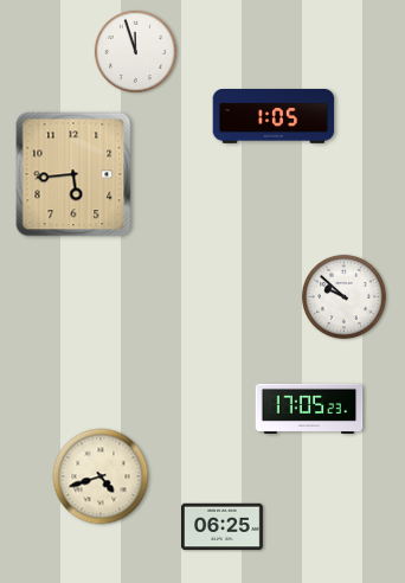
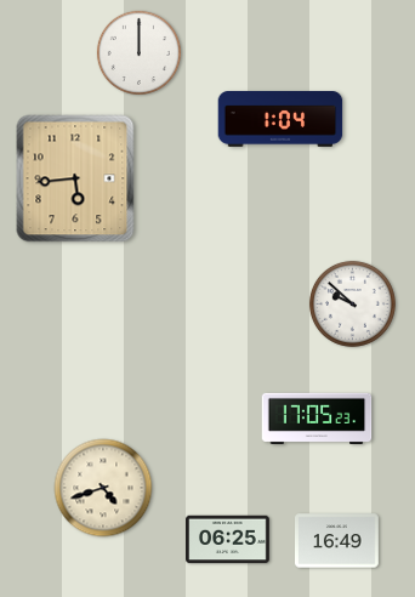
clock at (135, 51): 11:57 -> 12:00
clock at (274, 117): 1:05 -> 1:04
clock at (337, 541): none -> 16:49
